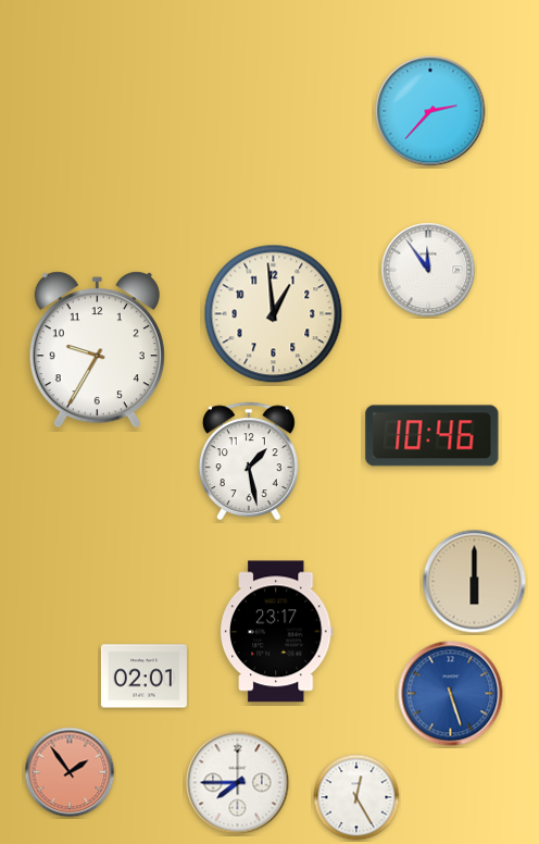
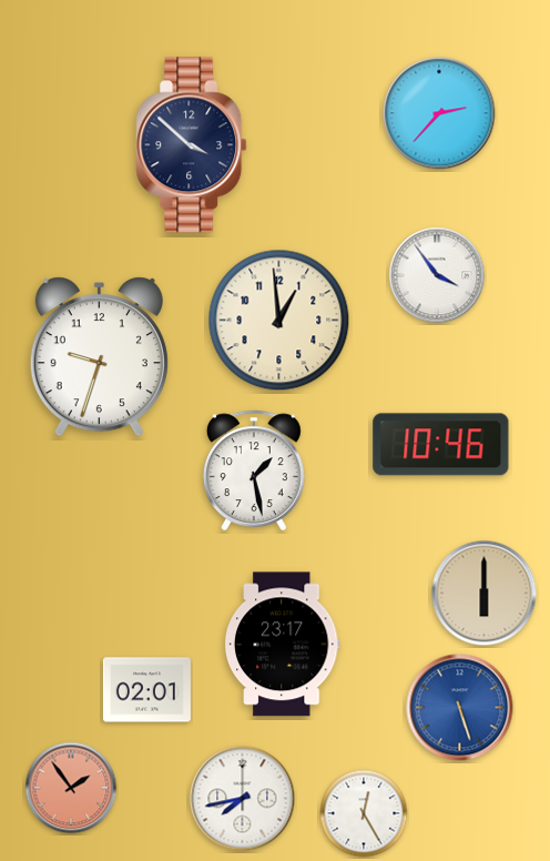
clock at (192, 145): none -> 3:52
clock at (428, 270): 11:54 -> 3:54
clock at (97, 350): 9:35 -> 9:33
clock at (238, 783): 7:45 -> 7:43
